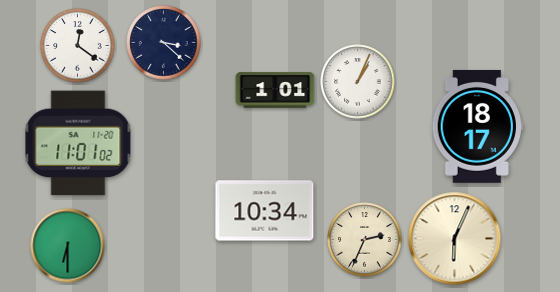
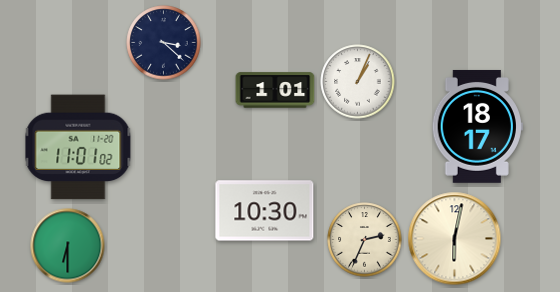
clock at (78, 46): 12:21 -> none
clock at (78, 143) position: (78, 143) -> (78, 147)
clock at (265, 211): 10:34 -> 10:30
clock at (455, 239): 6:04 -> 6:02
